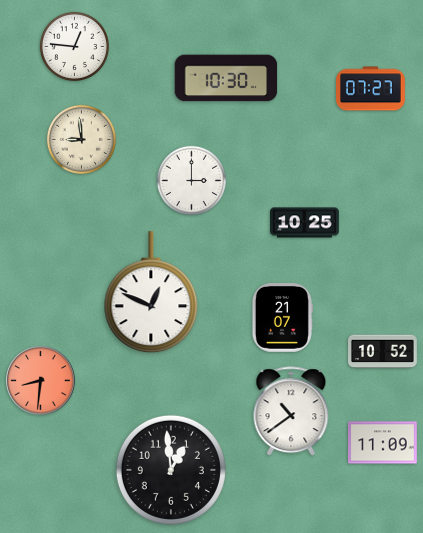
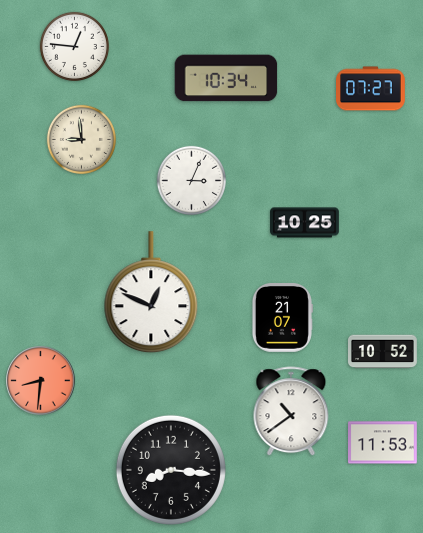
clock at (226, 78): 10:30 -> 10:34
clock at (191, 180): 3:00 -> 3:04
clock at (383, 443): 11:09 -> 11:53
clock at (171, 470): 12:59 -> 8:16
